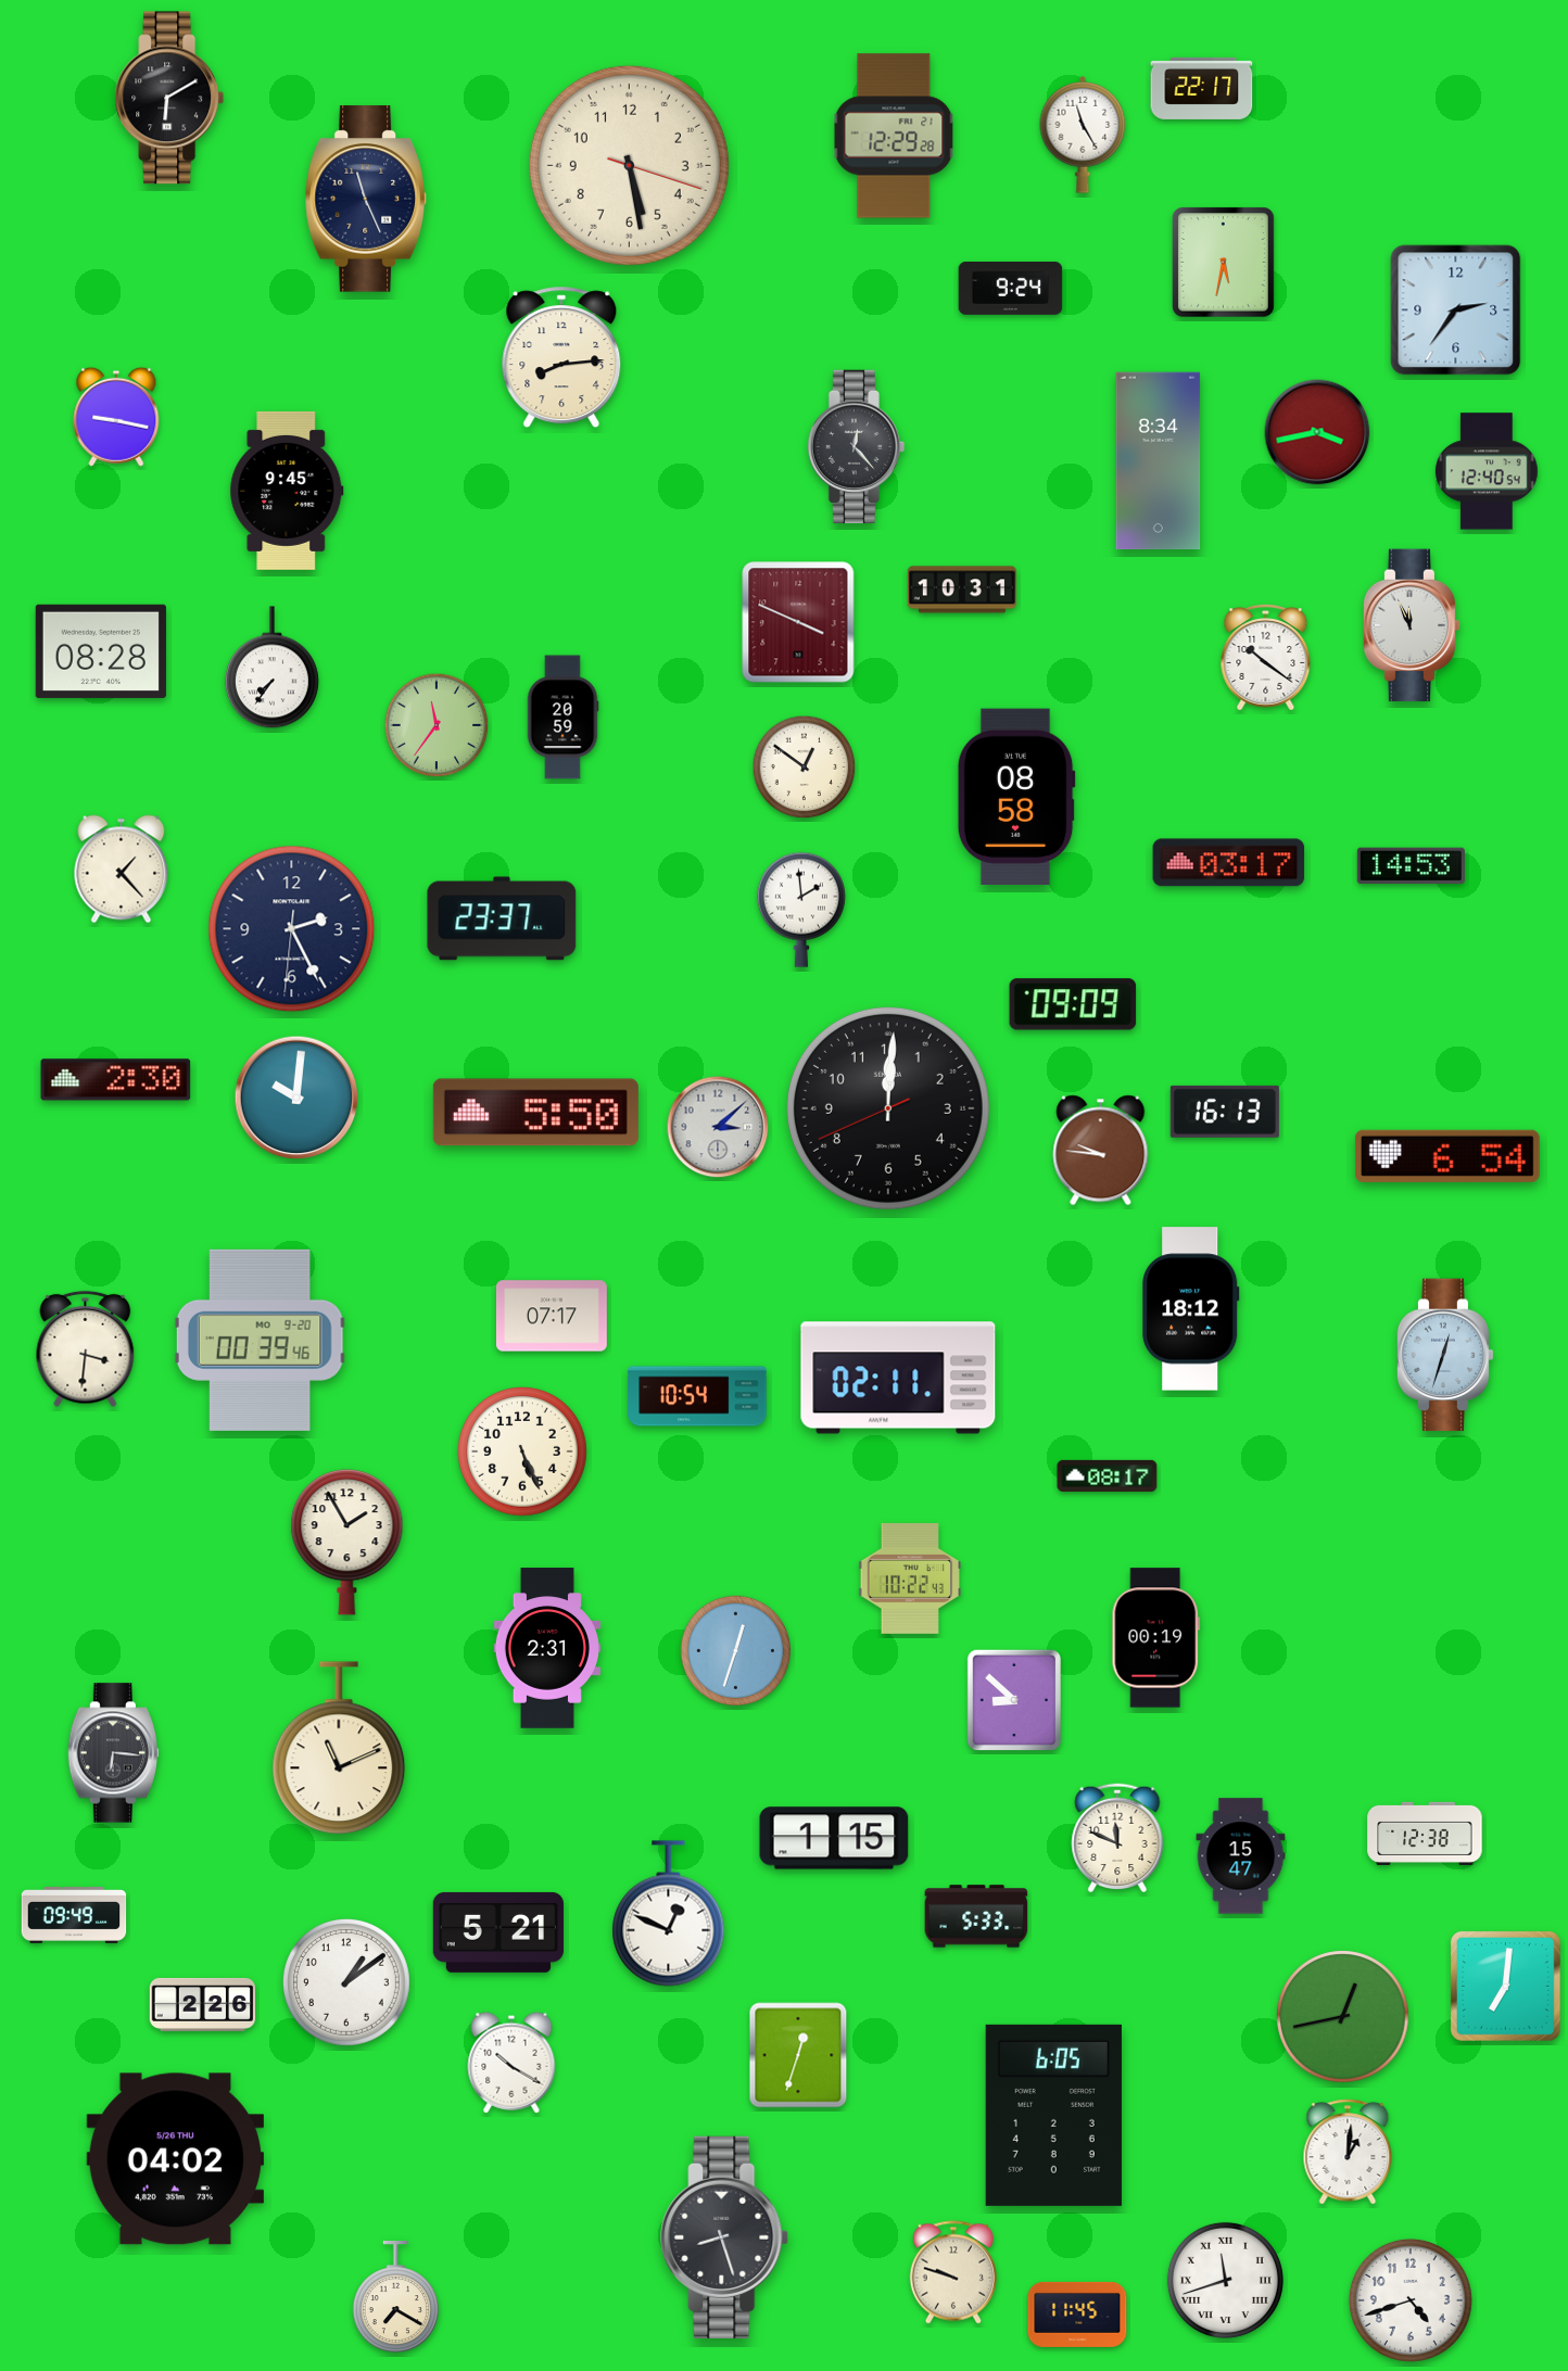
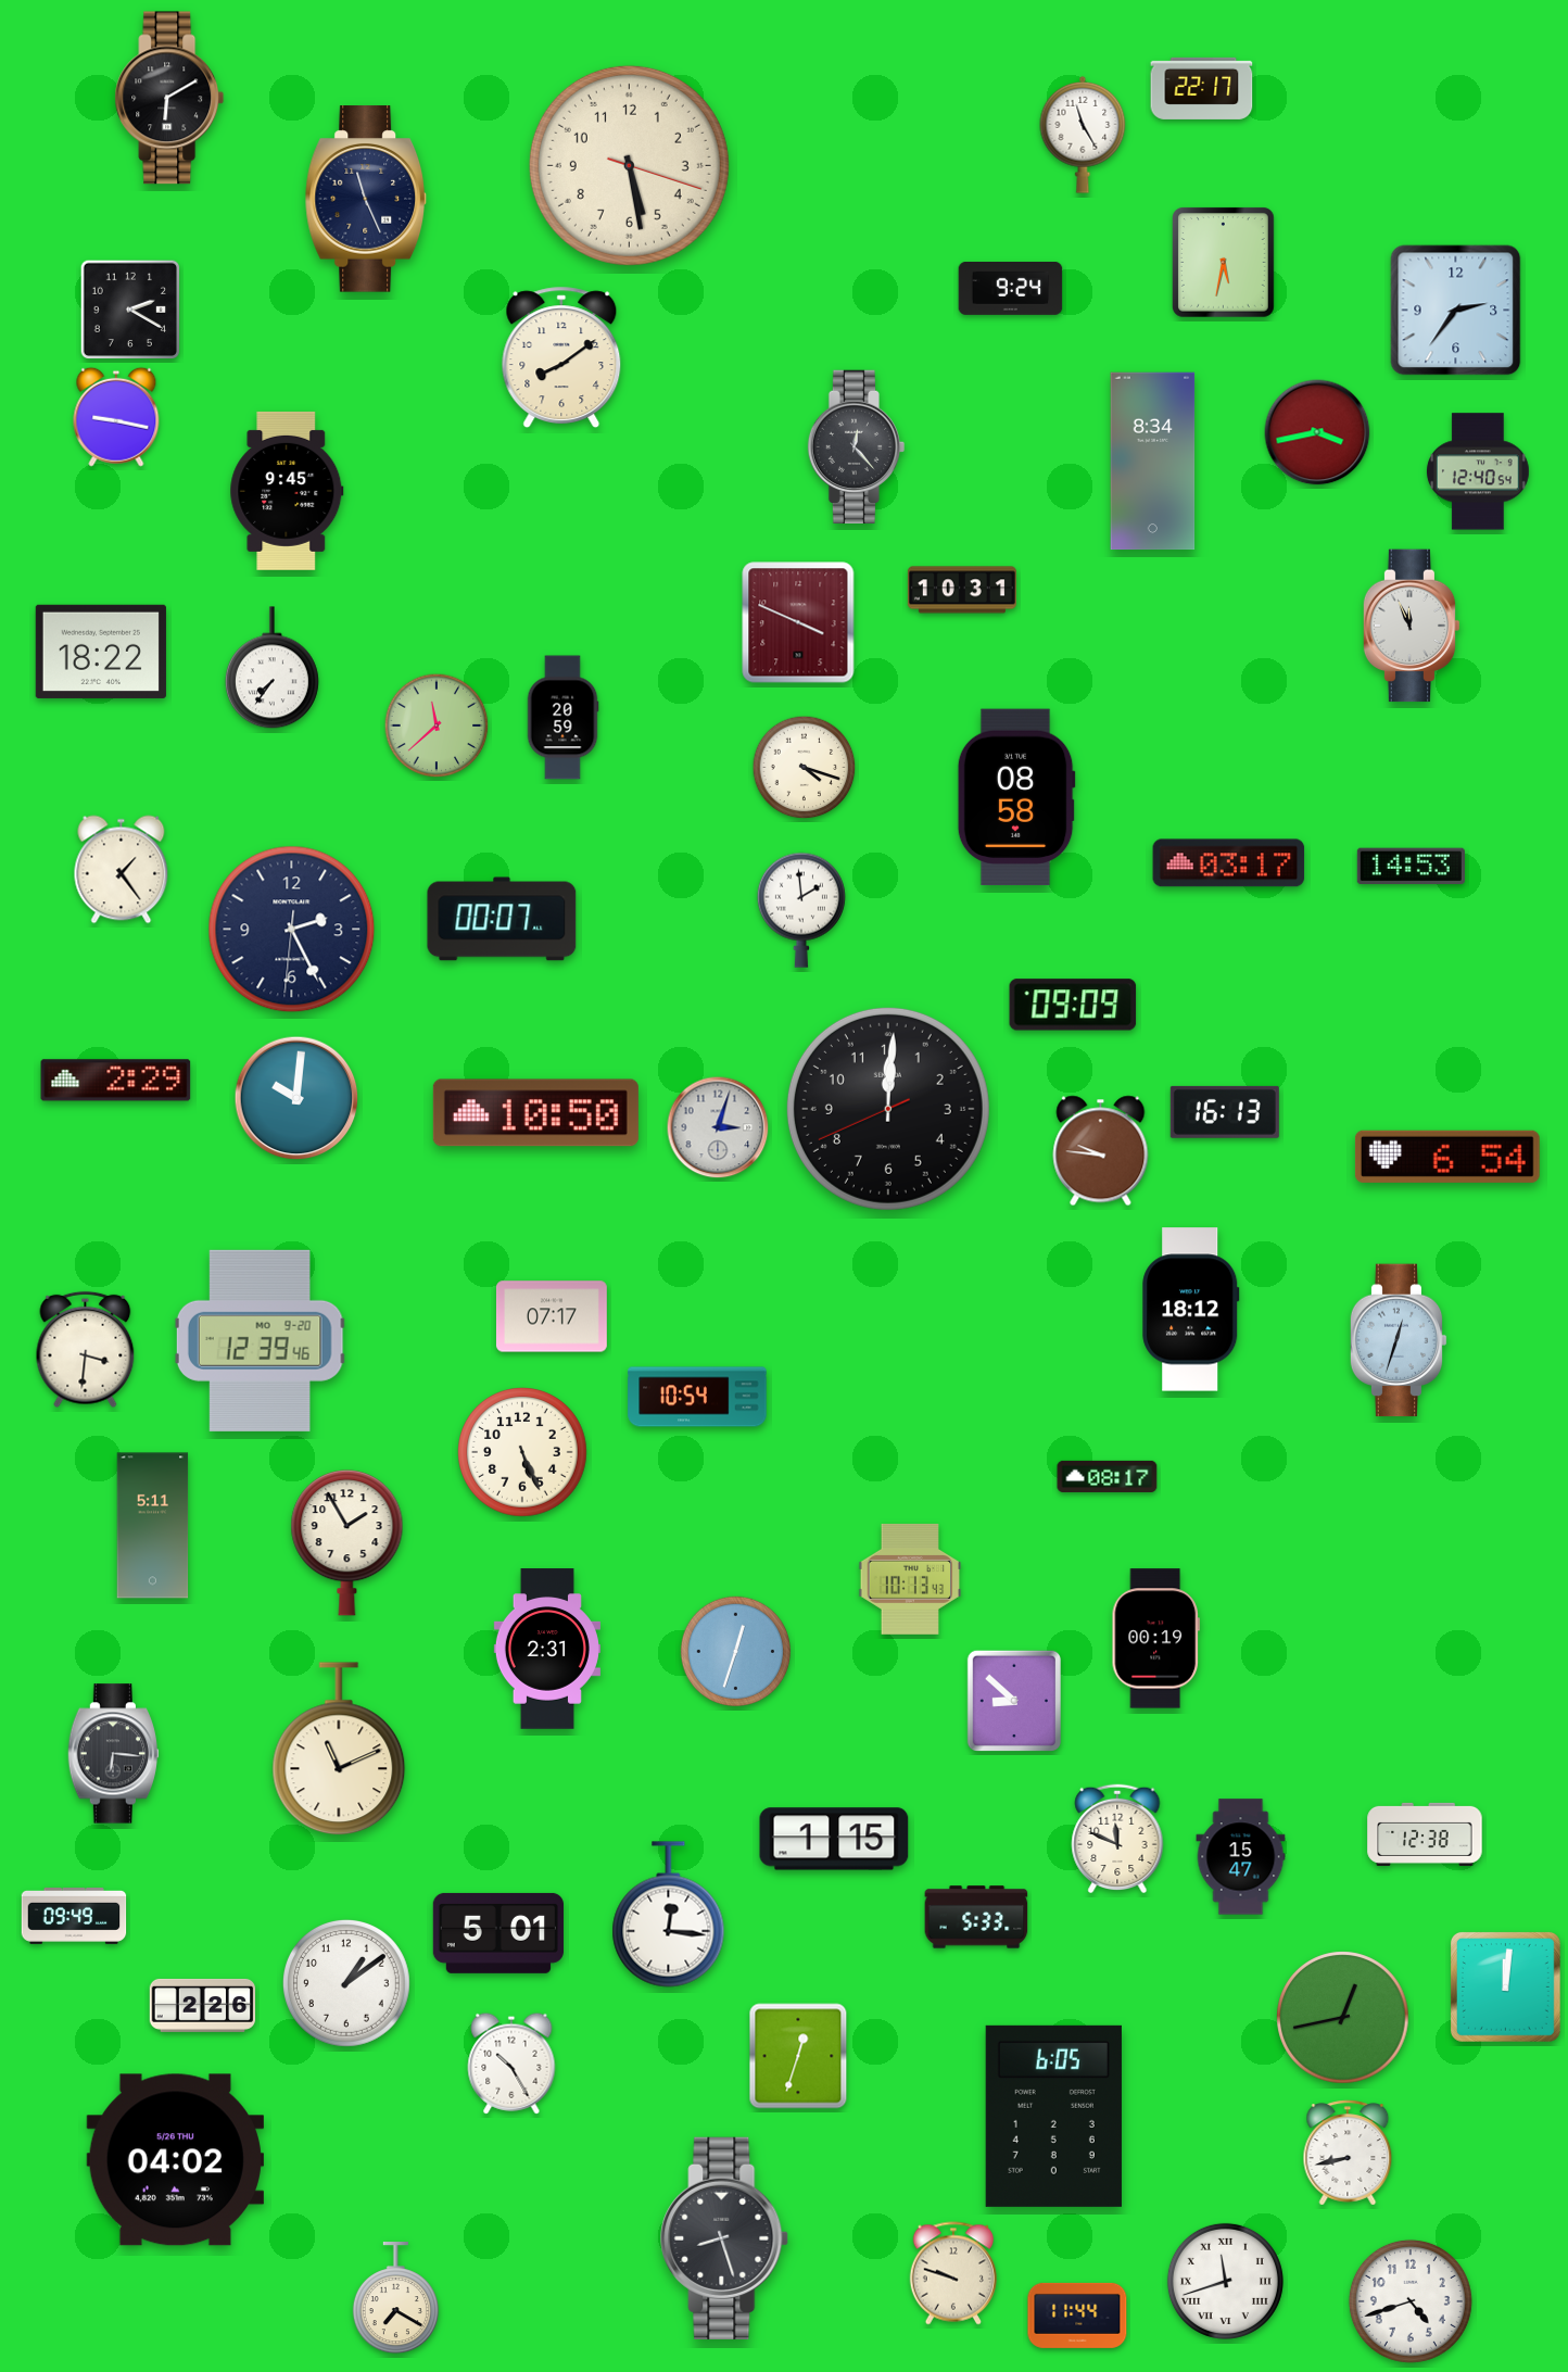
clock at (894, 136): 12:29 -> none
clock at (129, 308): none -> 2:20
clock at (561, 357): 8:14 -> 8:09
clock at (1159, 461) position: (1159, 461) -> (1153, 462)
clock at (1488, 471) position: (1488, 471) -> (1479, 471)
clock at (101, 651): 08:28 -> 18:22
clock at (1266, 658): 10:21 -> none
clock at (437, 725): 11:36 -> 11:38
clock at (805, 768): 12:51 -> 4:18
clock at (122, 870): 1:23 -> 1:24
clock at (502, 918): 23:37 -> 00:07
clock at (116, 1080): 2:30 -> 2:29
clock at (535, 1113): 5:50 -> 10:50
clock at (718, 1127): 3:08 -> 3:03
clock at (260, 1340): 00:39 -> 12:39
clock at (1445, 1355) position: (1445, 1355) -> (1399, 1340)
clock at (898, 1378): 02:11 -> none
clock at (153, 1526): none -> 5:11
clock at (910, 1578): 10:22 -> 10:13
clock at (669, 1914): 12:49 -> 12:16
clock at (498, 1932): 5:21 -> 5:01
clock at (1505, 1986): 7:01 -> 12:01
clock at (511, 2063): 10:20 -> 10:25
clock at (1348, 2152): 1:01 -> 8:43
clock at (1077, 2315): 11:45 -> 11:44
